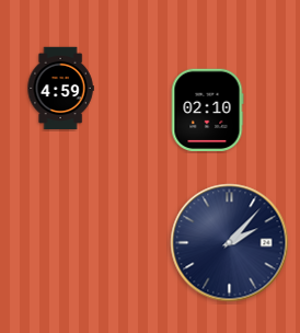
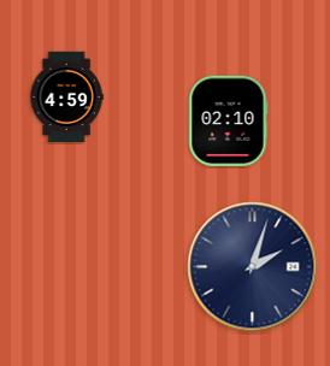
clock at (230, 243): 2:07 -> 2:03
